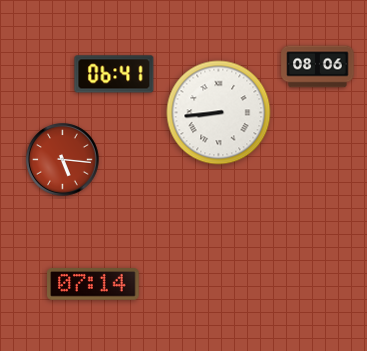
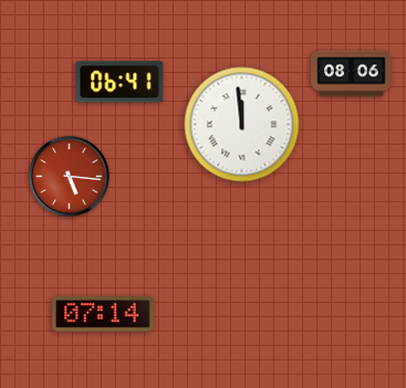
clock at (114, 74) position: (114, 74) -> (119, 82)
clock at (219, 113): 8:44 -> 11:59
